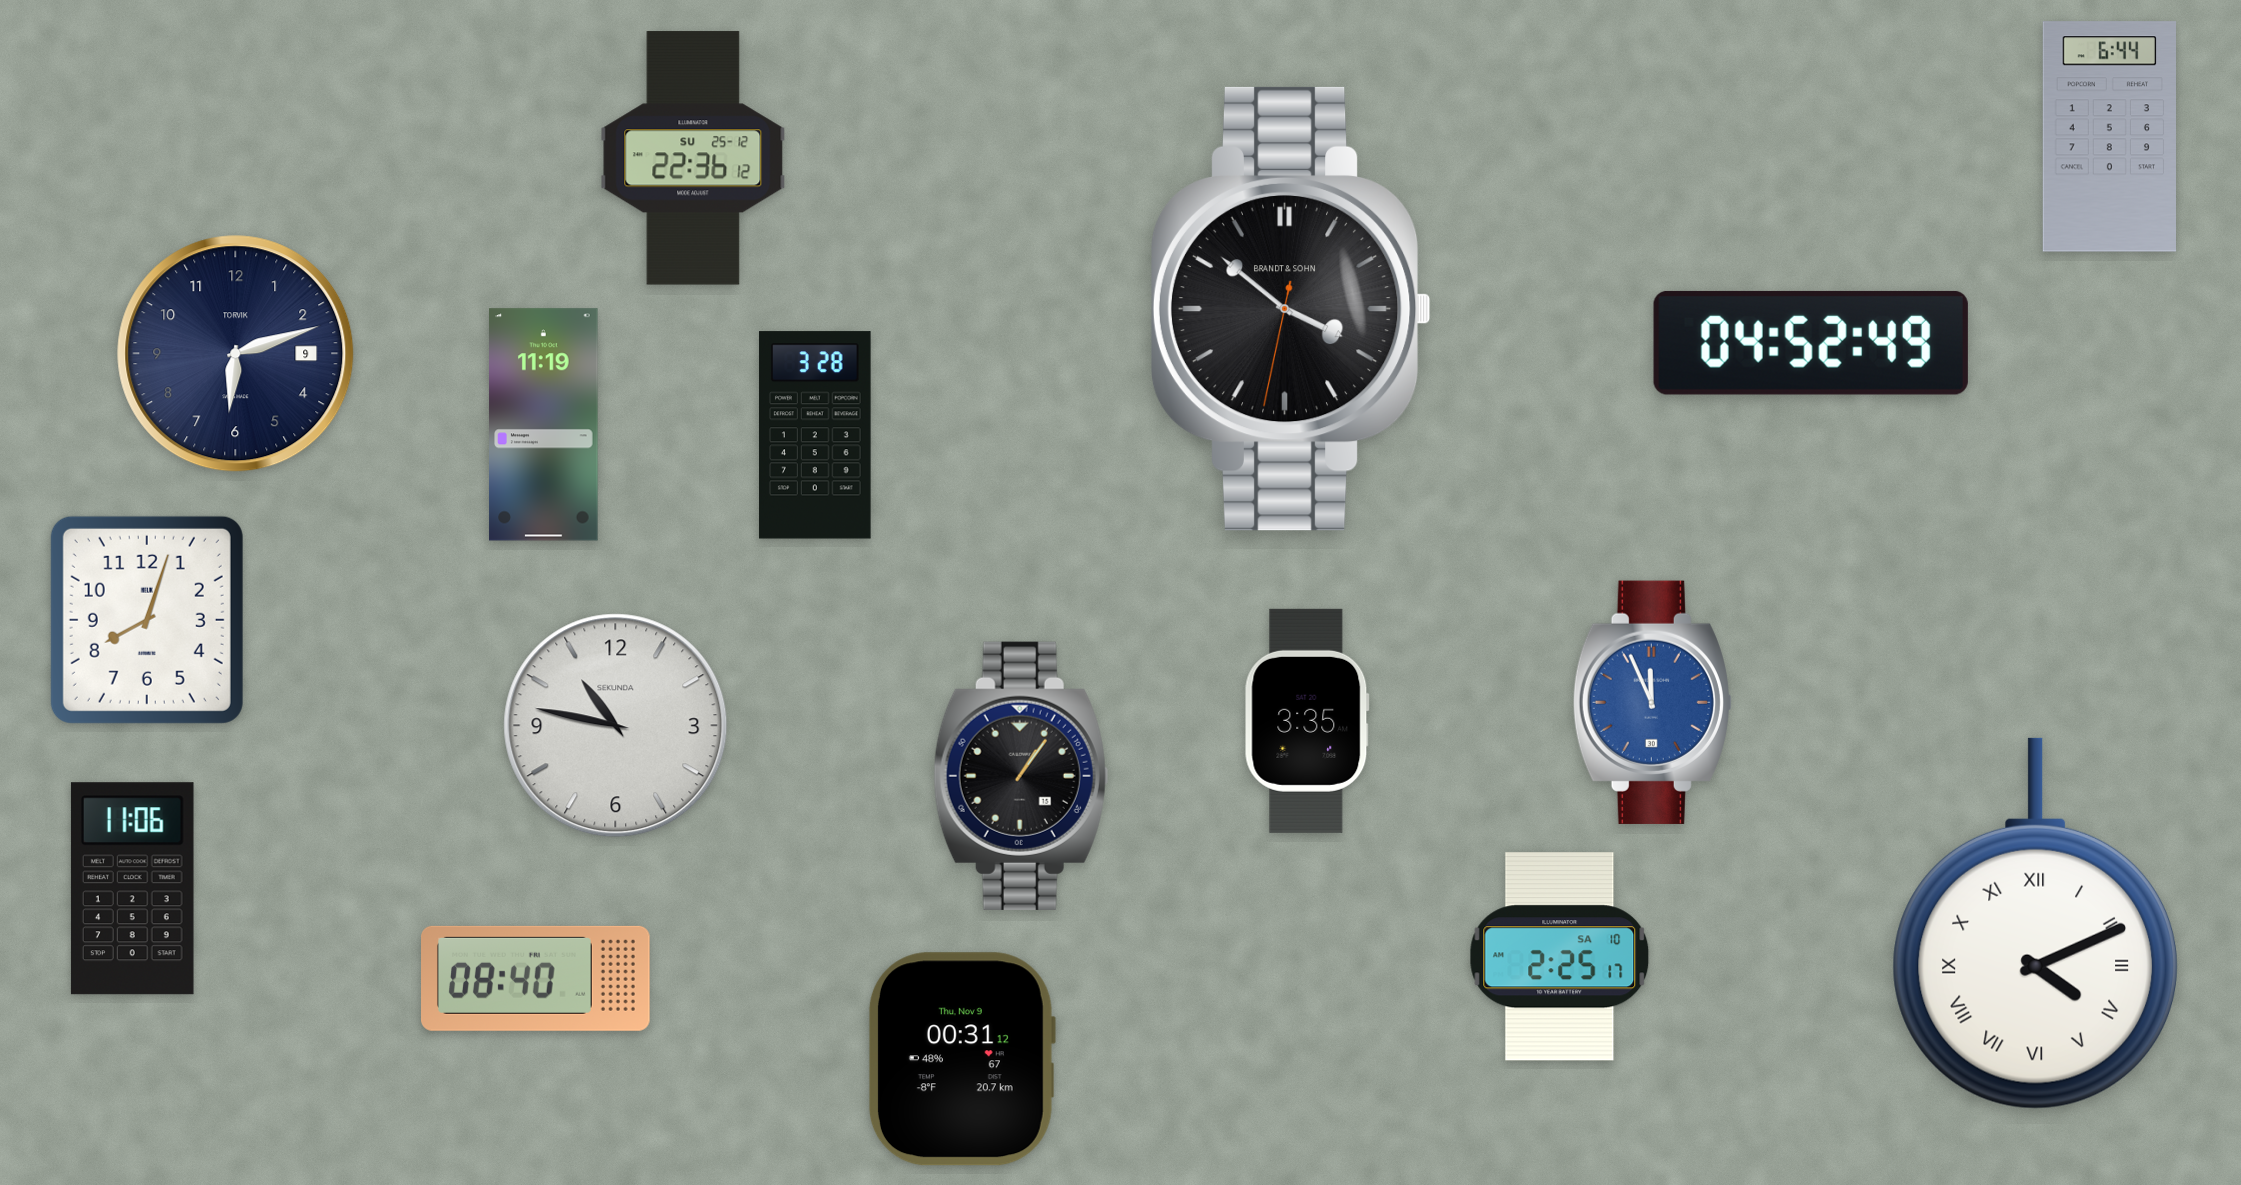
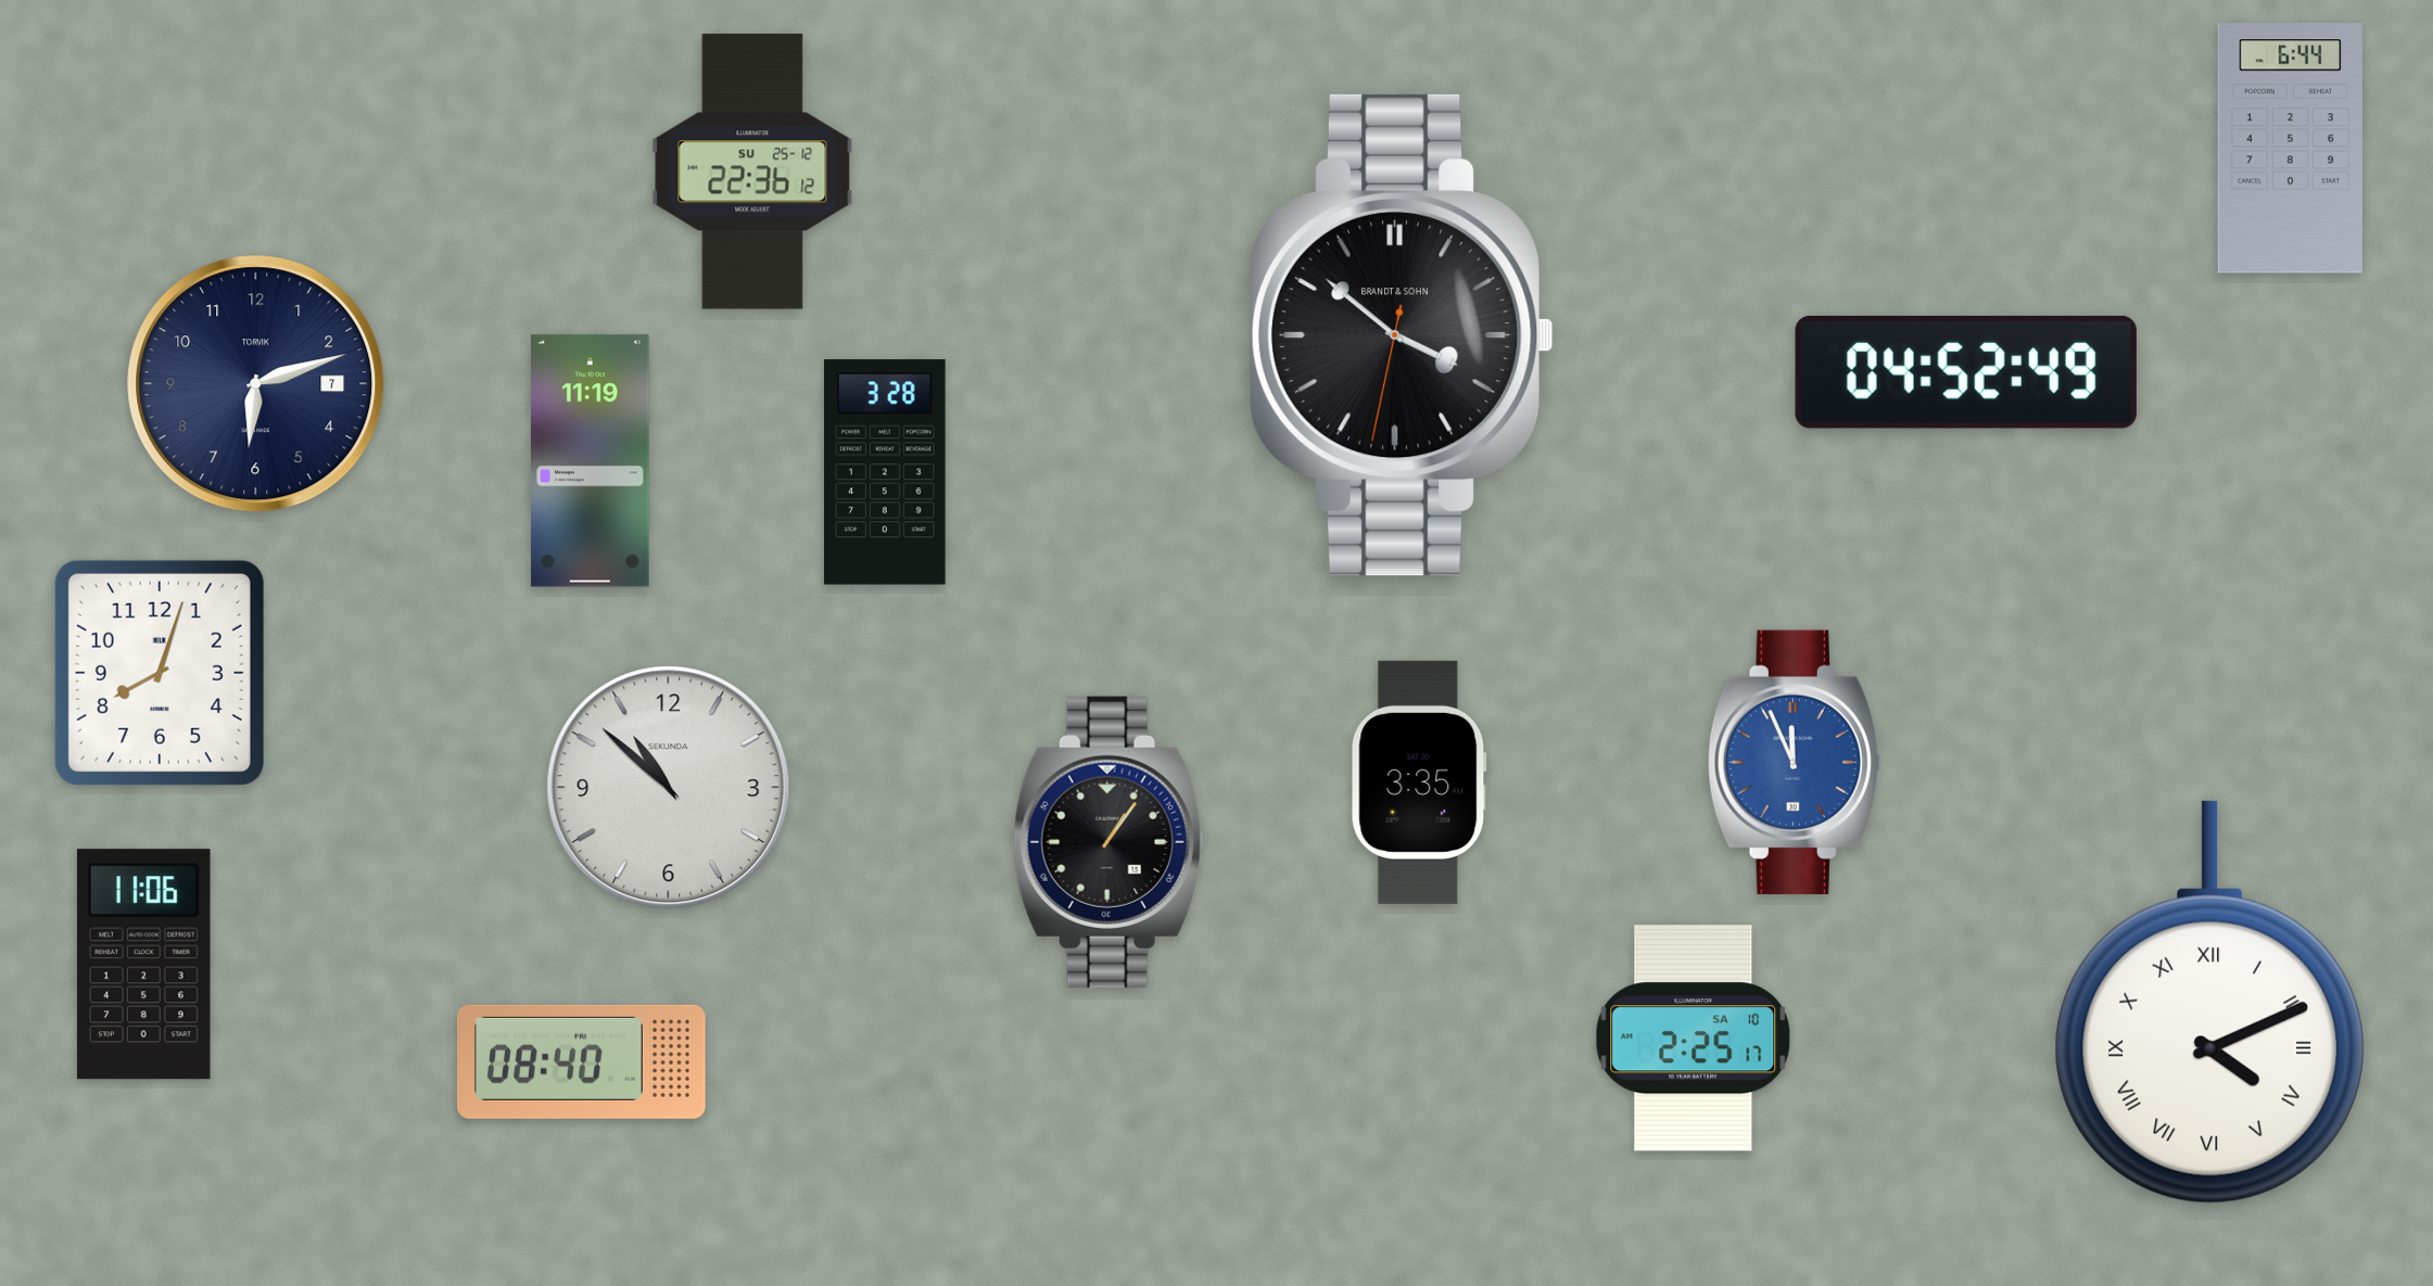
clock at (236, 354) date: 9 -> 7
clock at (616, 726): 10:47 -> 10:52
clock at (961, 1059): 00:31 -> none
